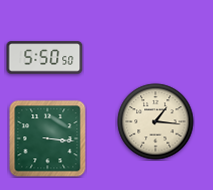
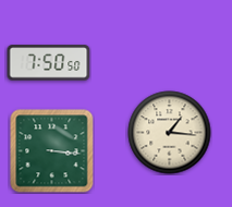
clock at (45, 58): 5:50 -> 7:50
